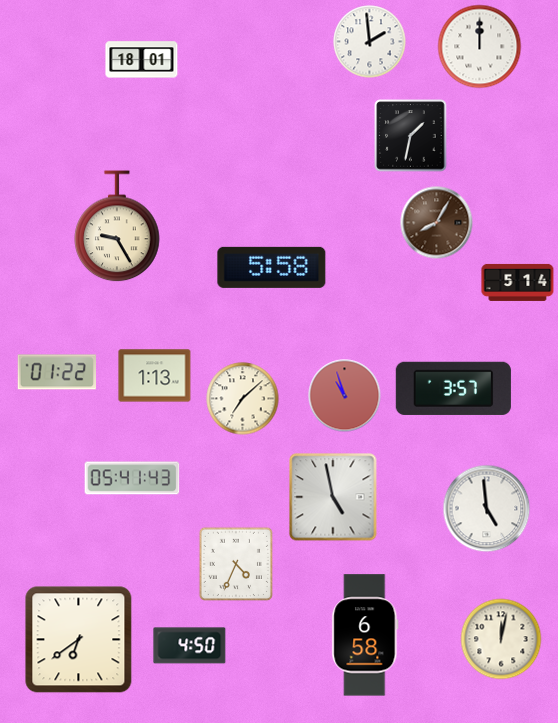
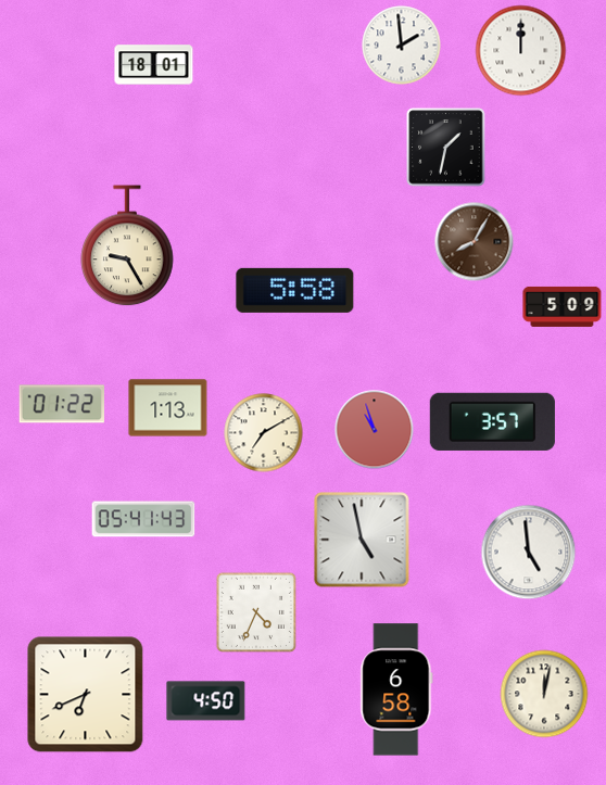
clock at (518, 282): 5:14 -> 5:09
clock at (243, 399): 7:08 -> 7:10
clock at (79, 640): 6:39 -> 6:41
